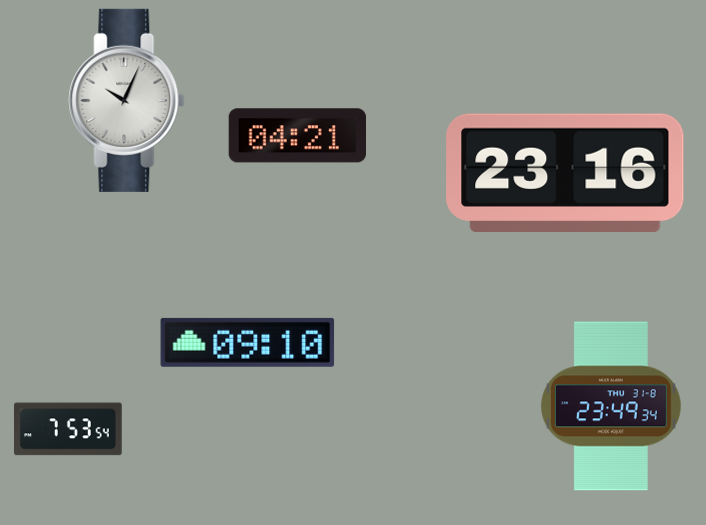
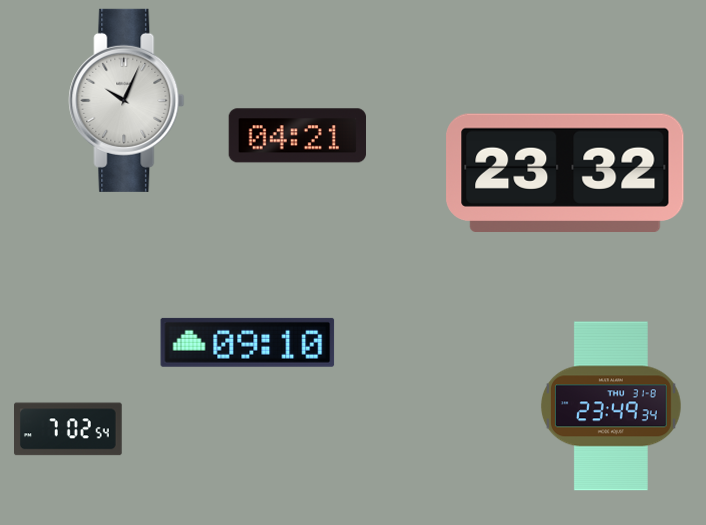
clock at (565, 173): 23:16 -> 23:32
clock at (69, 429): 7:53 -> 7:02
